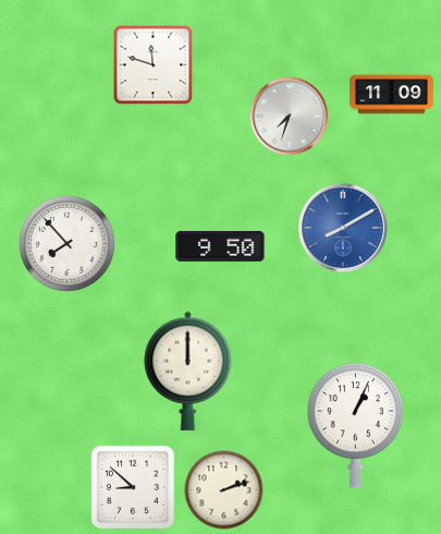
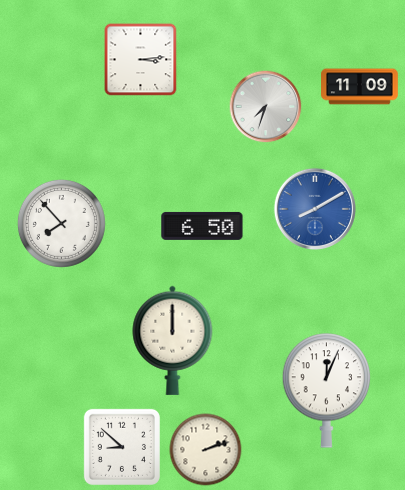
clock at (154, 65): 11:48 -> 3:14
clock at (220, 246): 9:50 -> 6:50
clock at (356, 426): 1:04 -> 12:04
